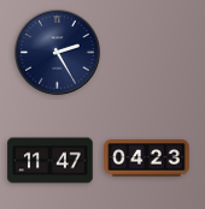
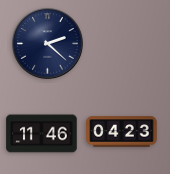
clock at (58, 53): 2:25 -> 2:22
clock at (51, 161): 11:47 -> 11:46
